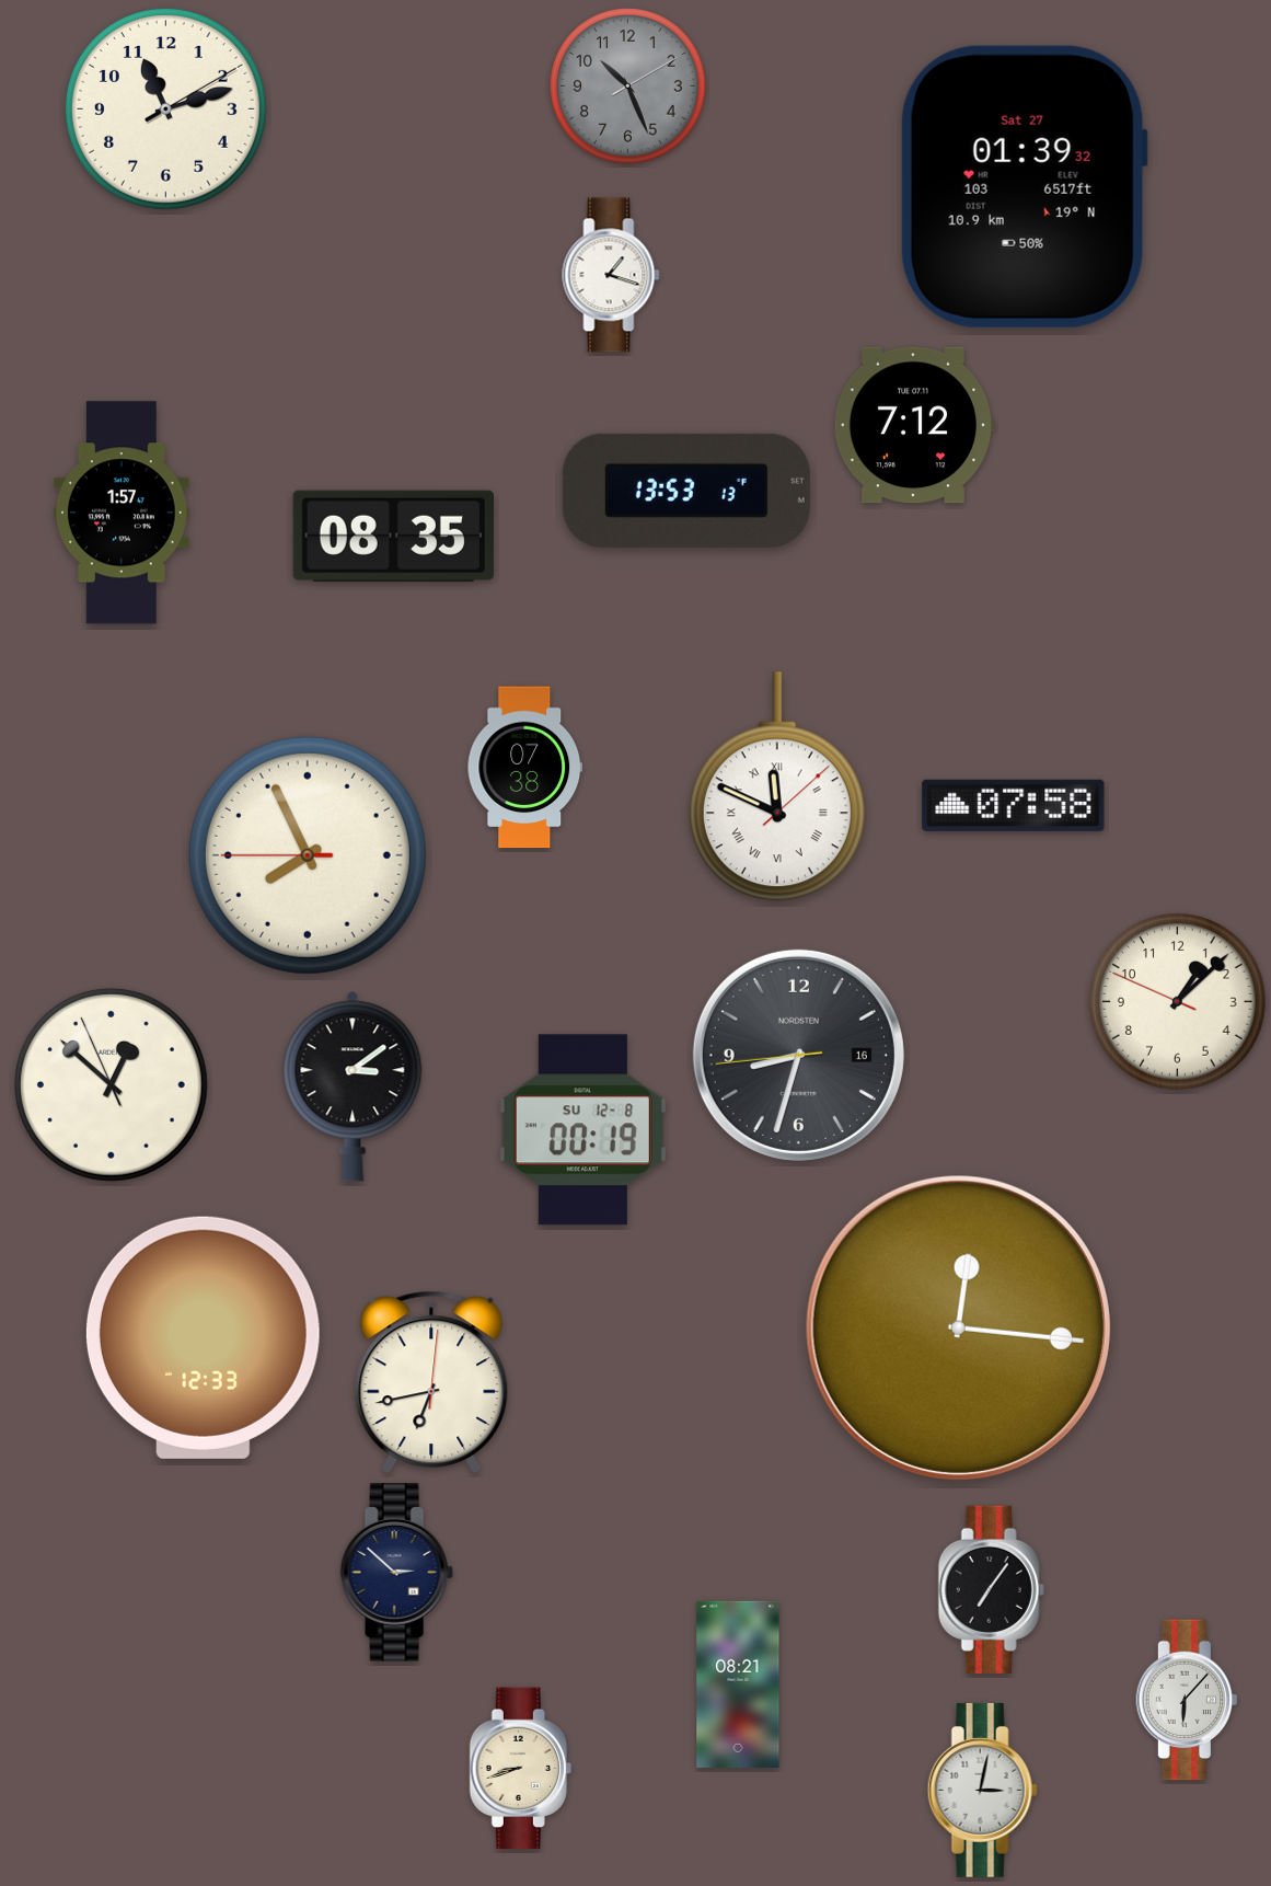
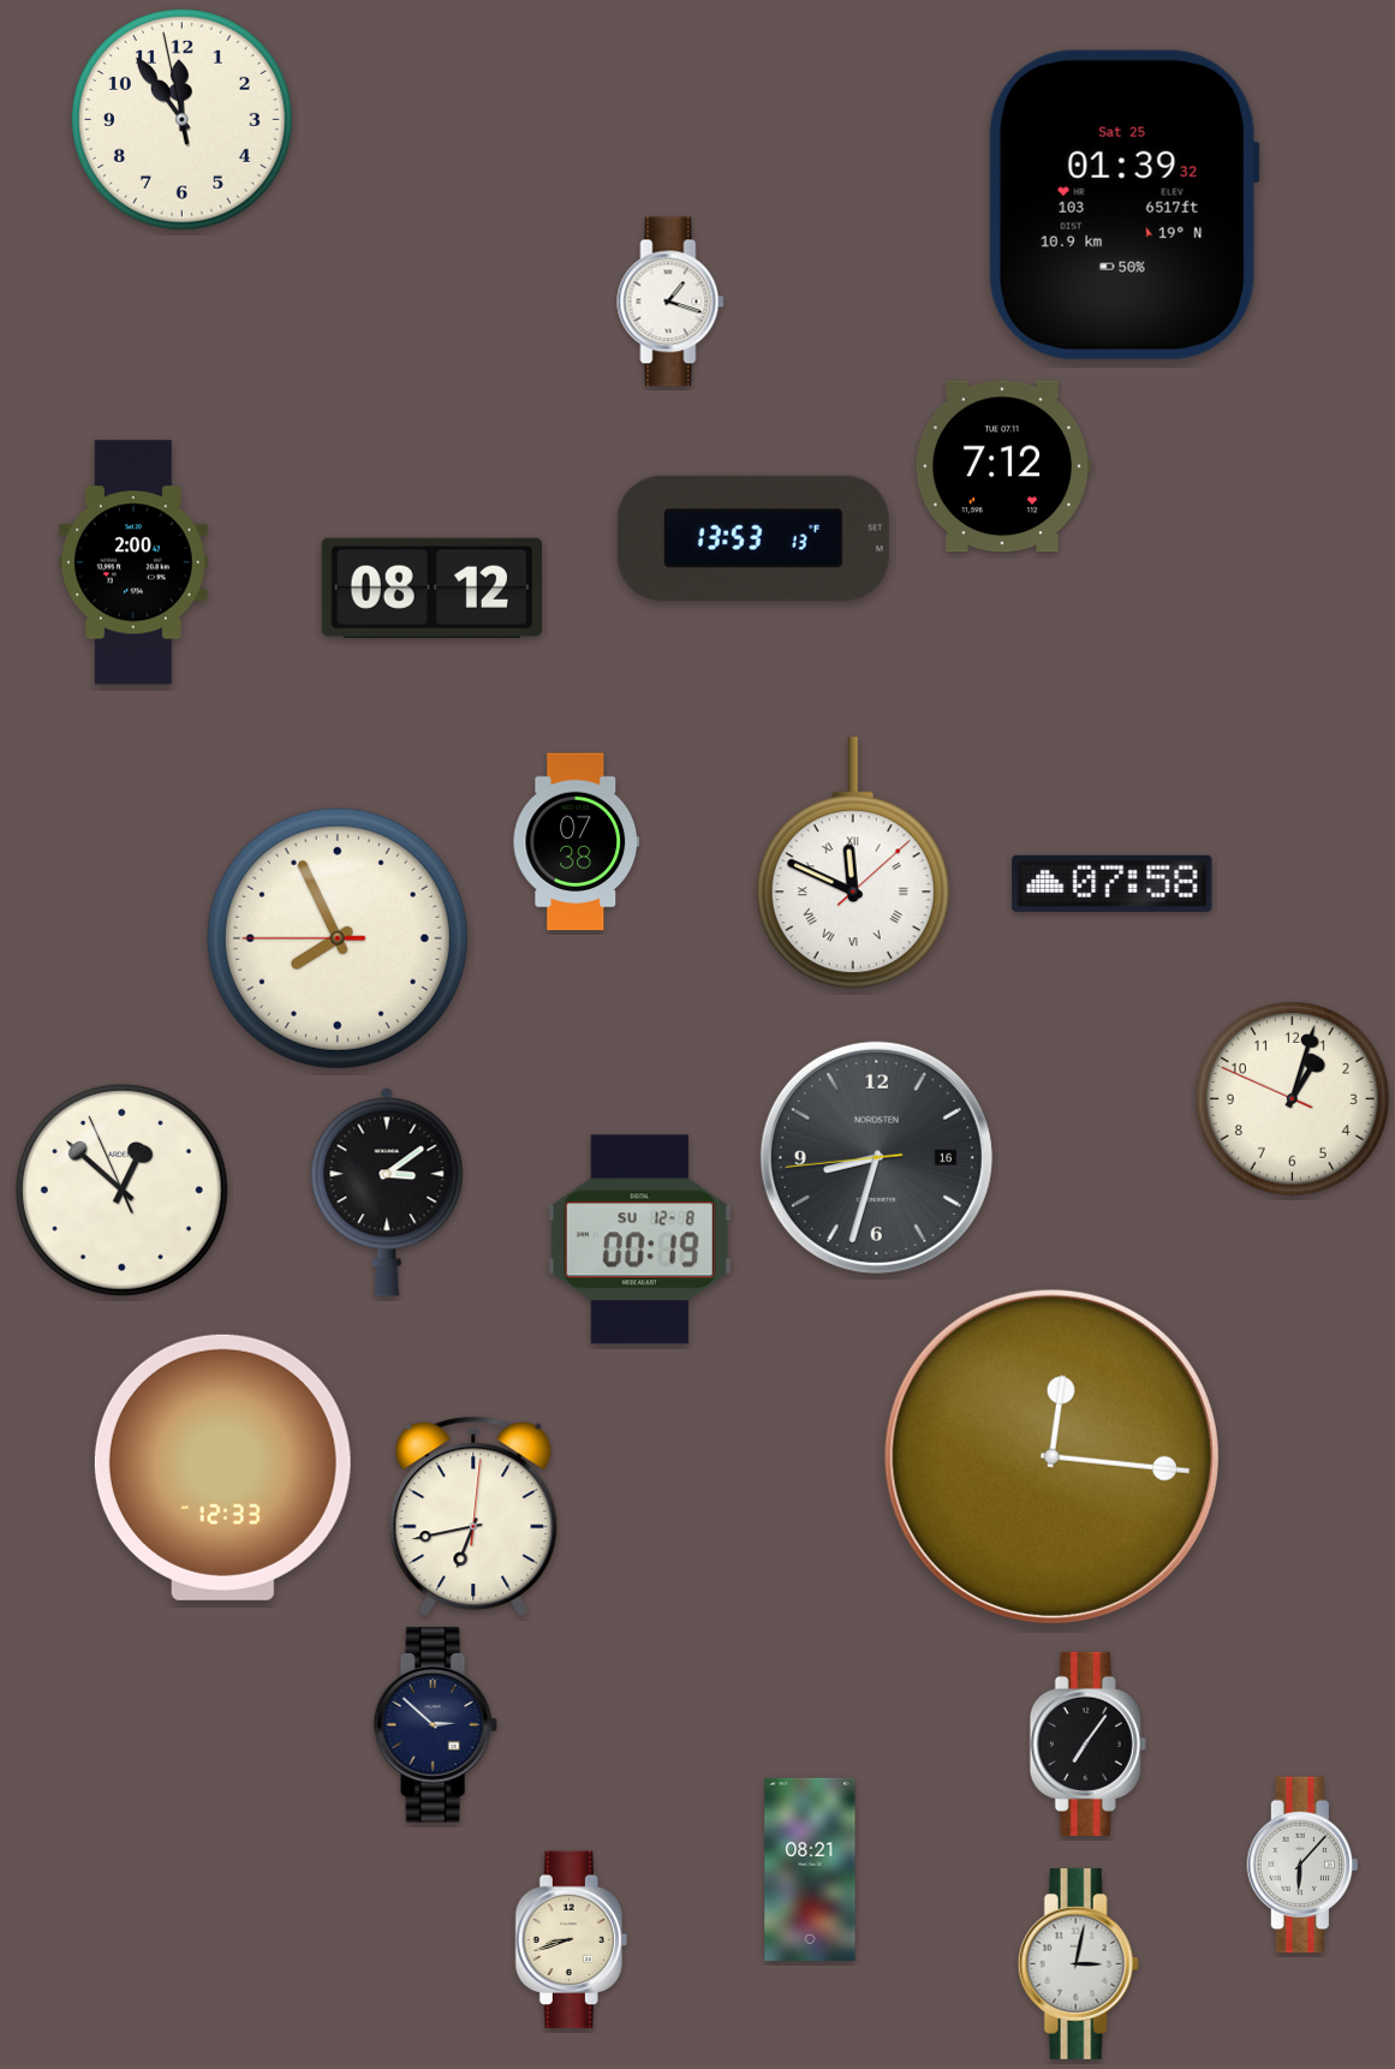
clock at (628, 87): 10:26 -> none
clock at (165, 108): 11:12 -> 11:53
clock at (1024, 186) date: Sat 27 -> Sat 25
clock at (122, 513): 1:57 -> 2:00
clock at (393, 536): 08:35 -> 08:12
clock at (1178, 1002): 1:07 -> 1:02
clock at (738, 1684) position: (738, 1684) -> (810, 1870)
